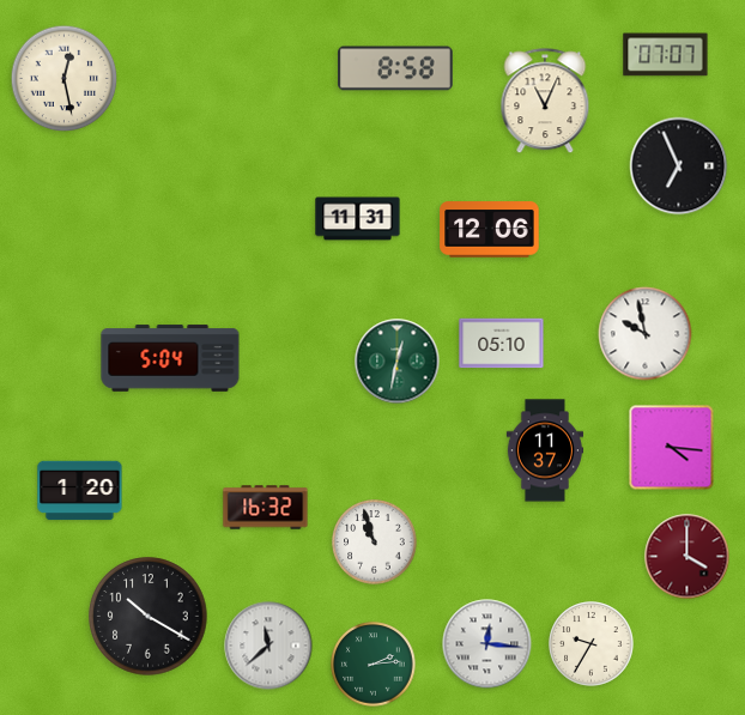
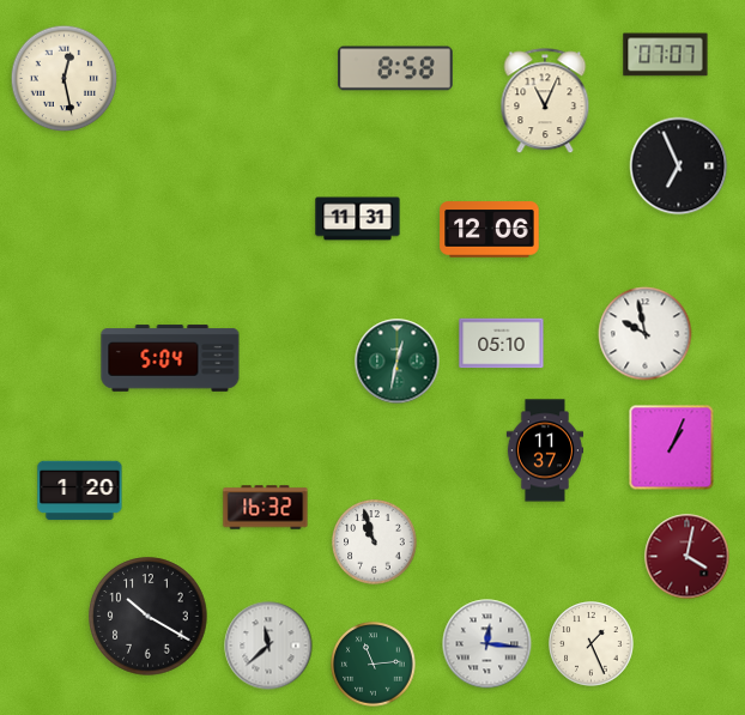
clock at (672, 448): 4:16 -> 1:04
clock at (688, 557): 4:00 -> 4:02
clock at (592, 644): 9:35 -> 1:26
clock at (374, 665): 2:14 -> 11:14
